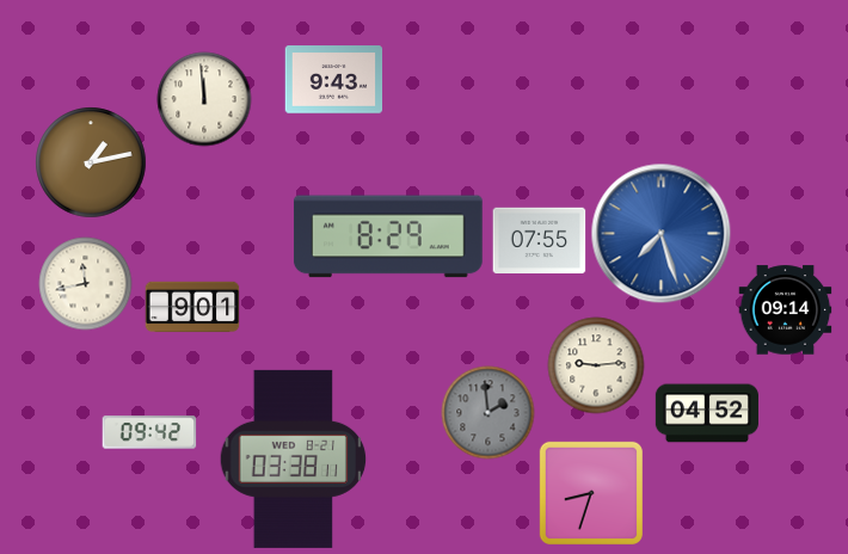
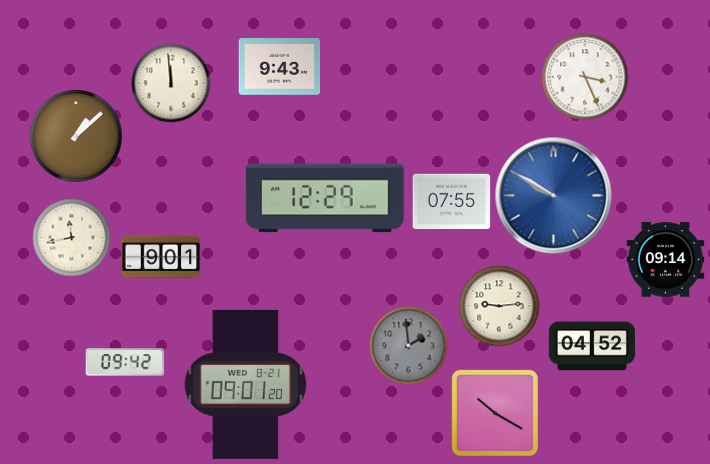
clock at (585, 77): none -> 3:26
clock at (91, 162): 1:13 -> 1:08
clock at (660, 233): 7:27 -> 9:50
clock at (388, 236): 8:29 -> 12:29
clock at (785, 310) position: (785, 310) -> (665, 260)
clock at (294, 458): 03:38 -> 09:01
clock at (591, 493): 8:33 -> 10:20
